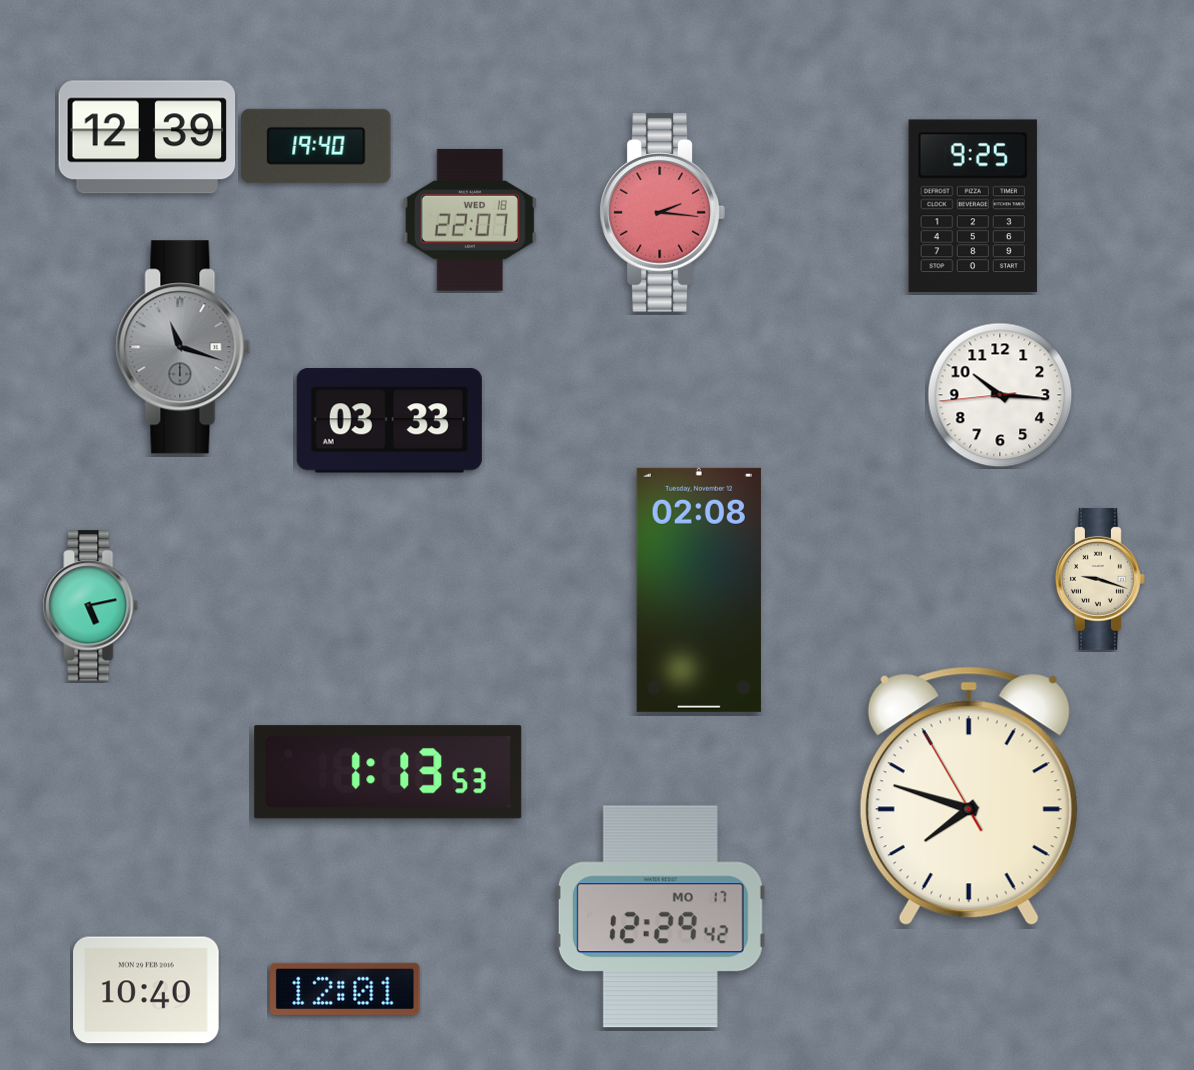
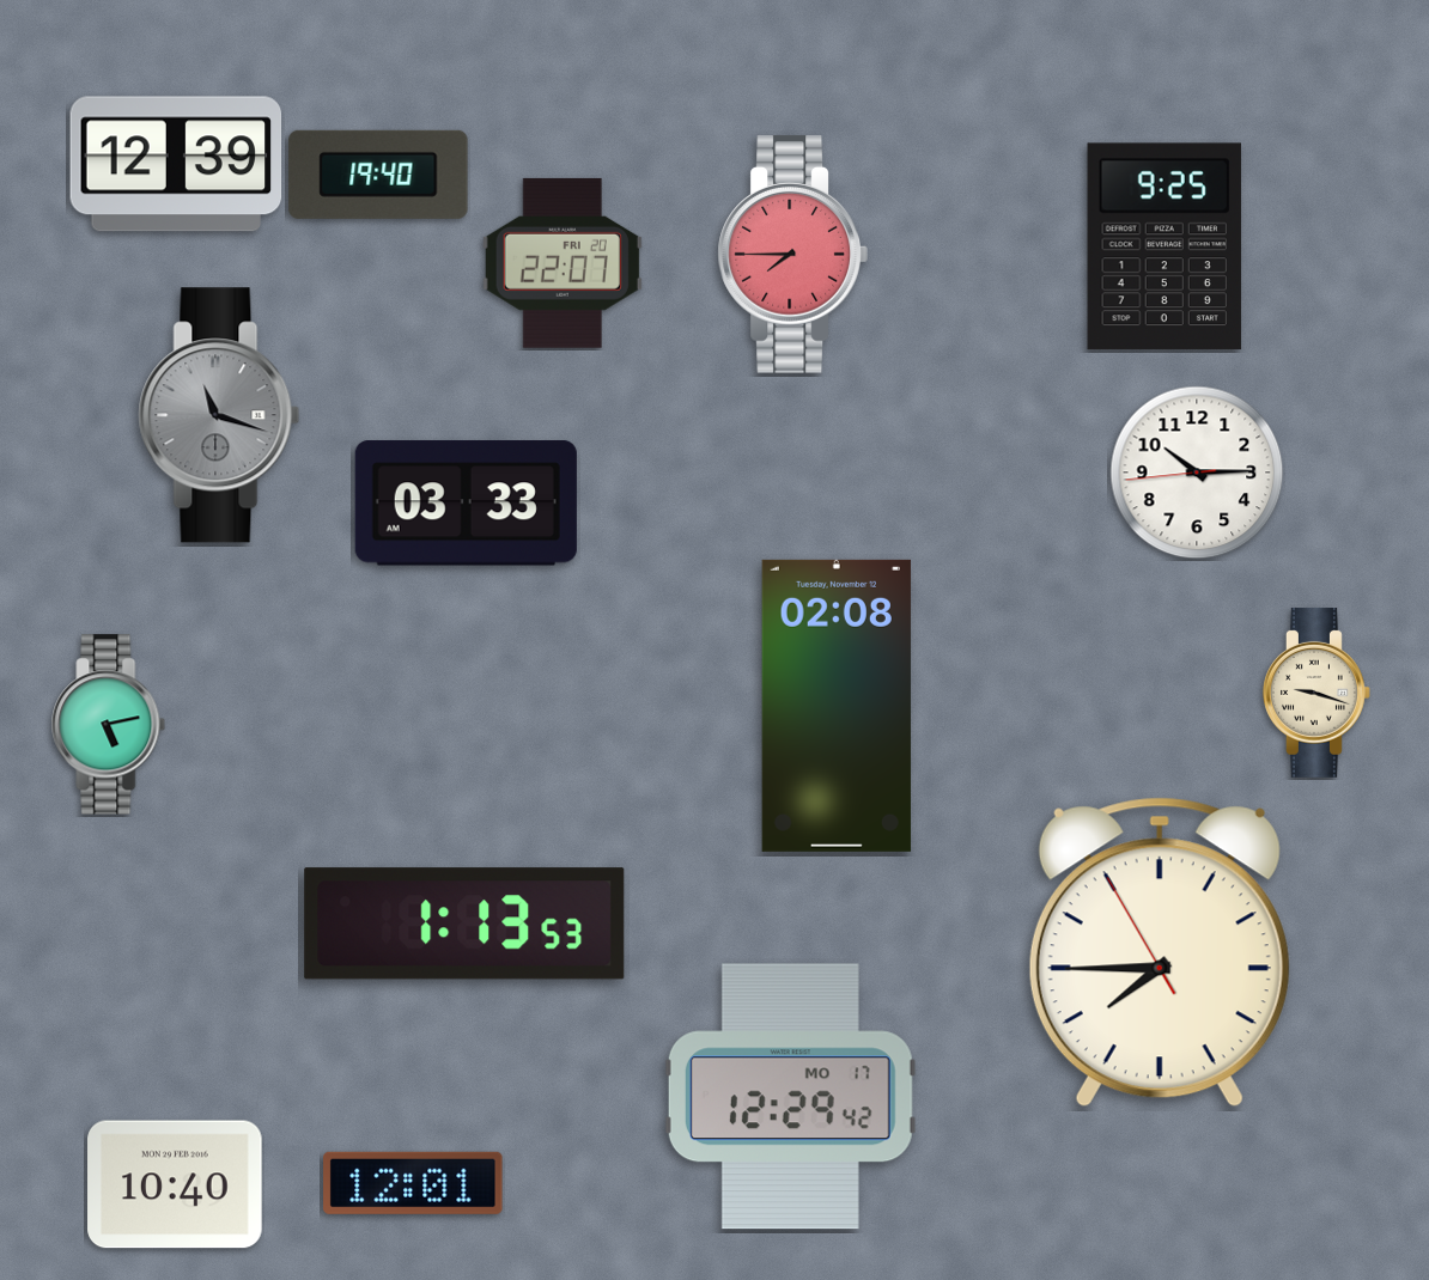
clock at (662, 213): 2:16 -> 7:45
clock at (470, 220) date: WED 18 -> FRI 20
clock at (1000, 395): 10:15 -> 10:14
clock at (969, 796): 7:47 -> 7:44
